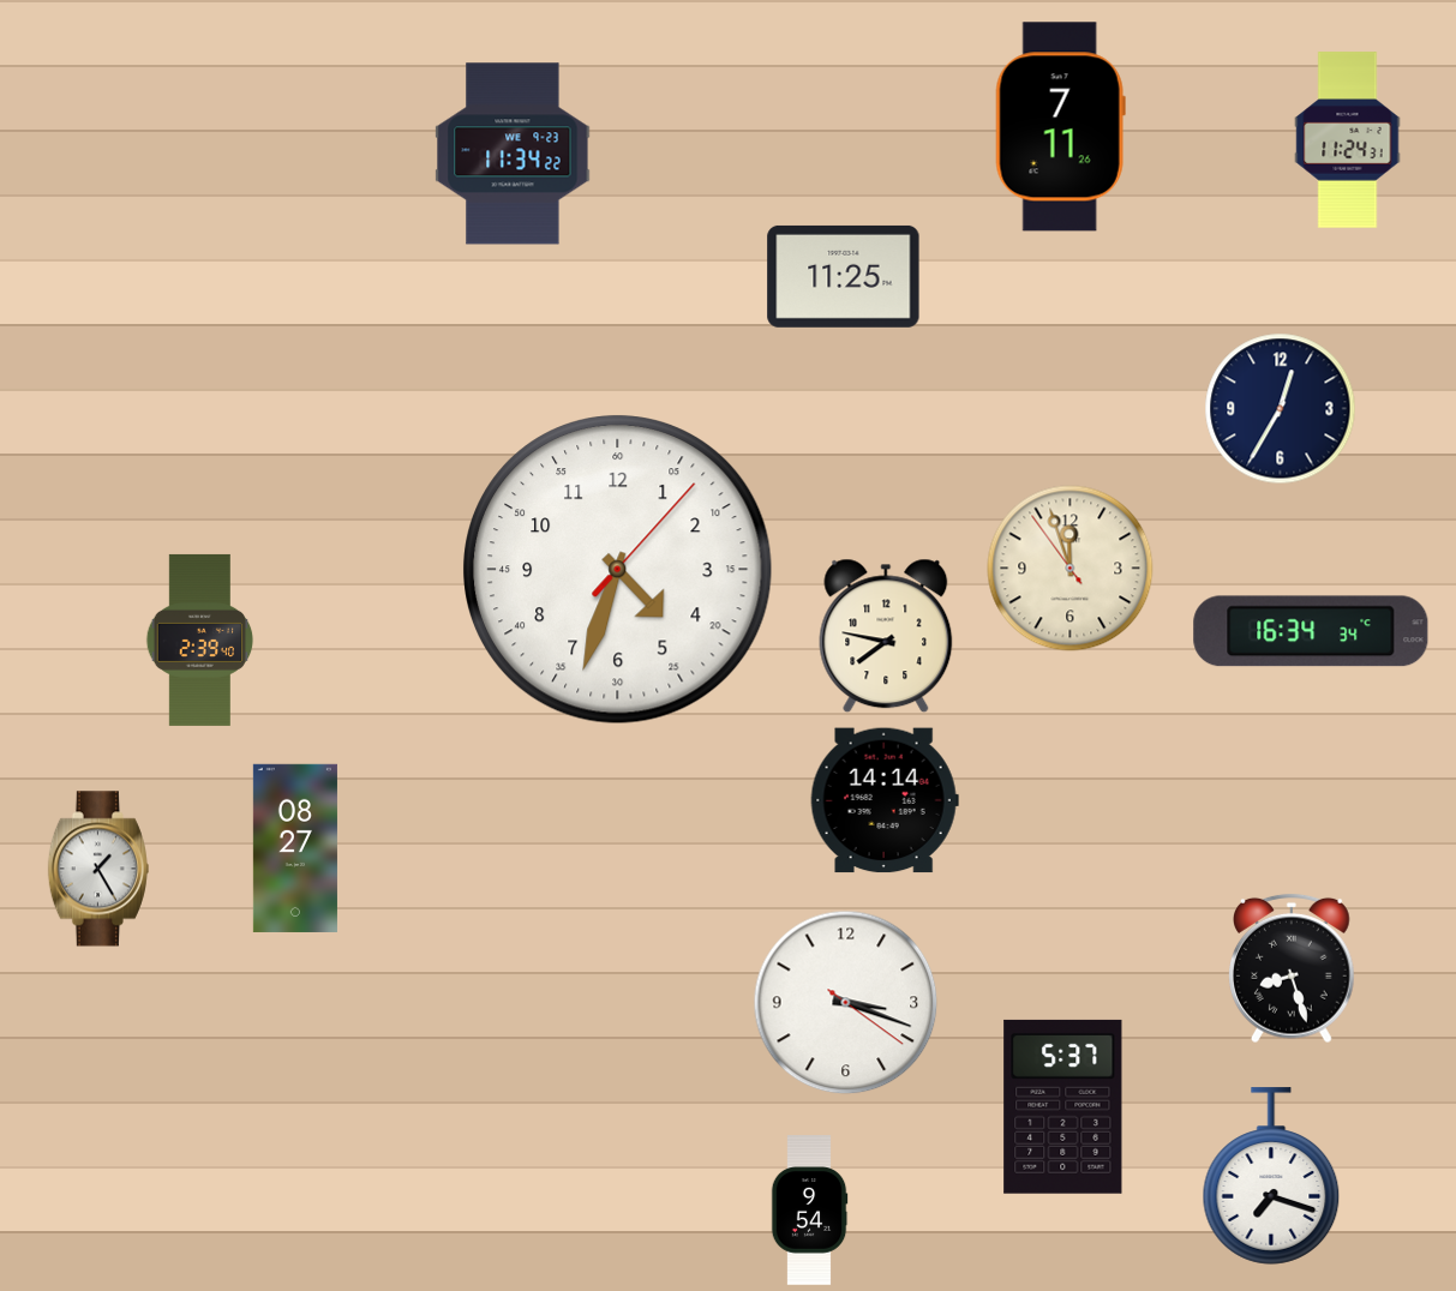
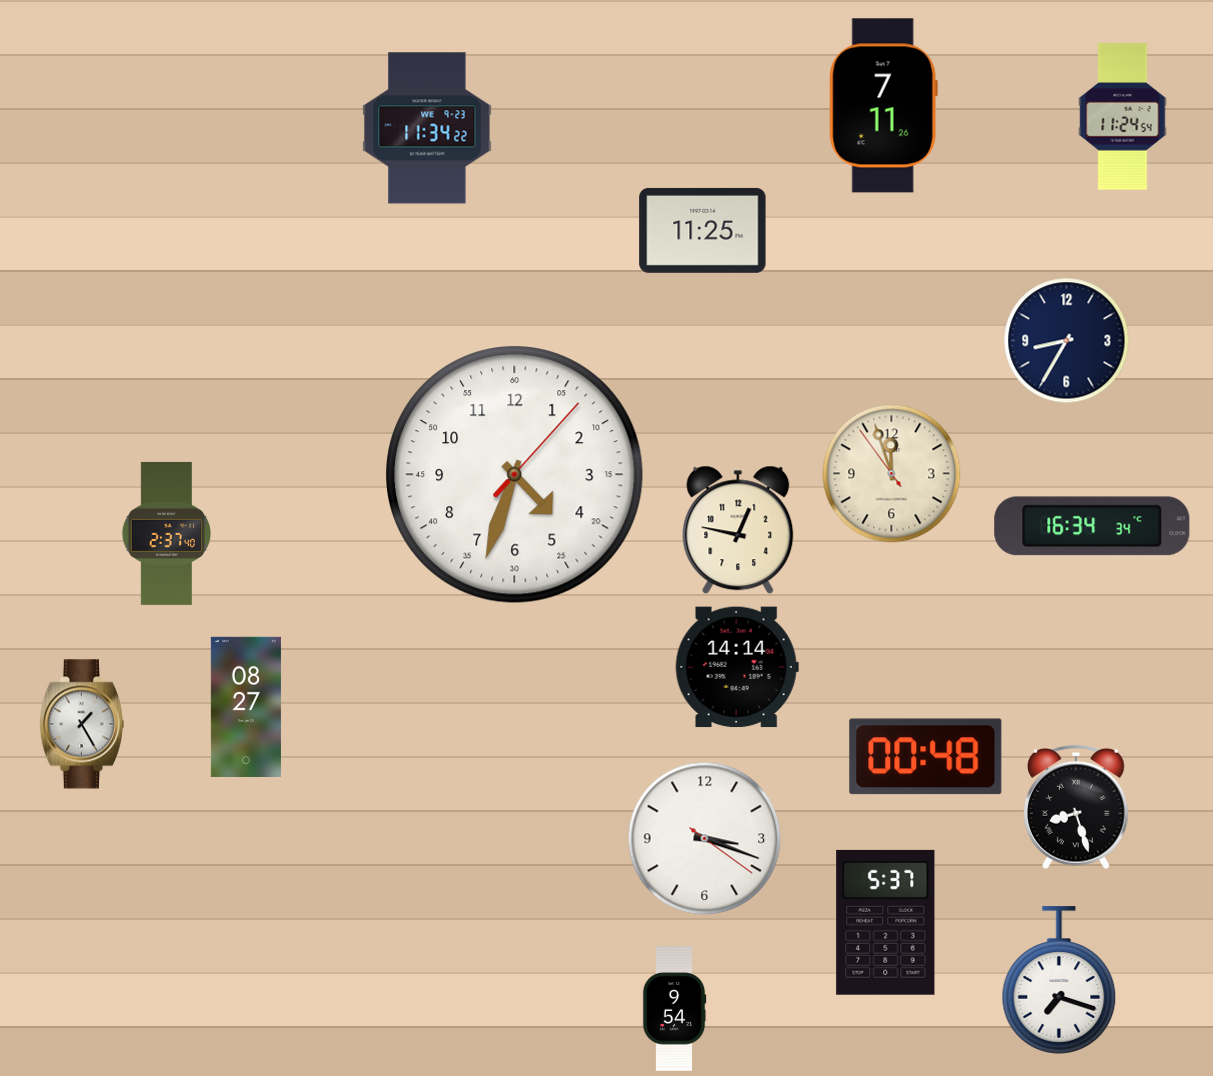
clock at (1348, 140): 11:24:31 -> 11:24:54
clock at (1281, 409): 12:35 -> 8:35
clock at (886, 636): 7:47 -> 12:47
clock at (200, 640): 2:39 -> 2:37
clock at (926, 757): none -> 00:48
clock at (846, 1003) position: (846, 1003) -> (705, 839)
